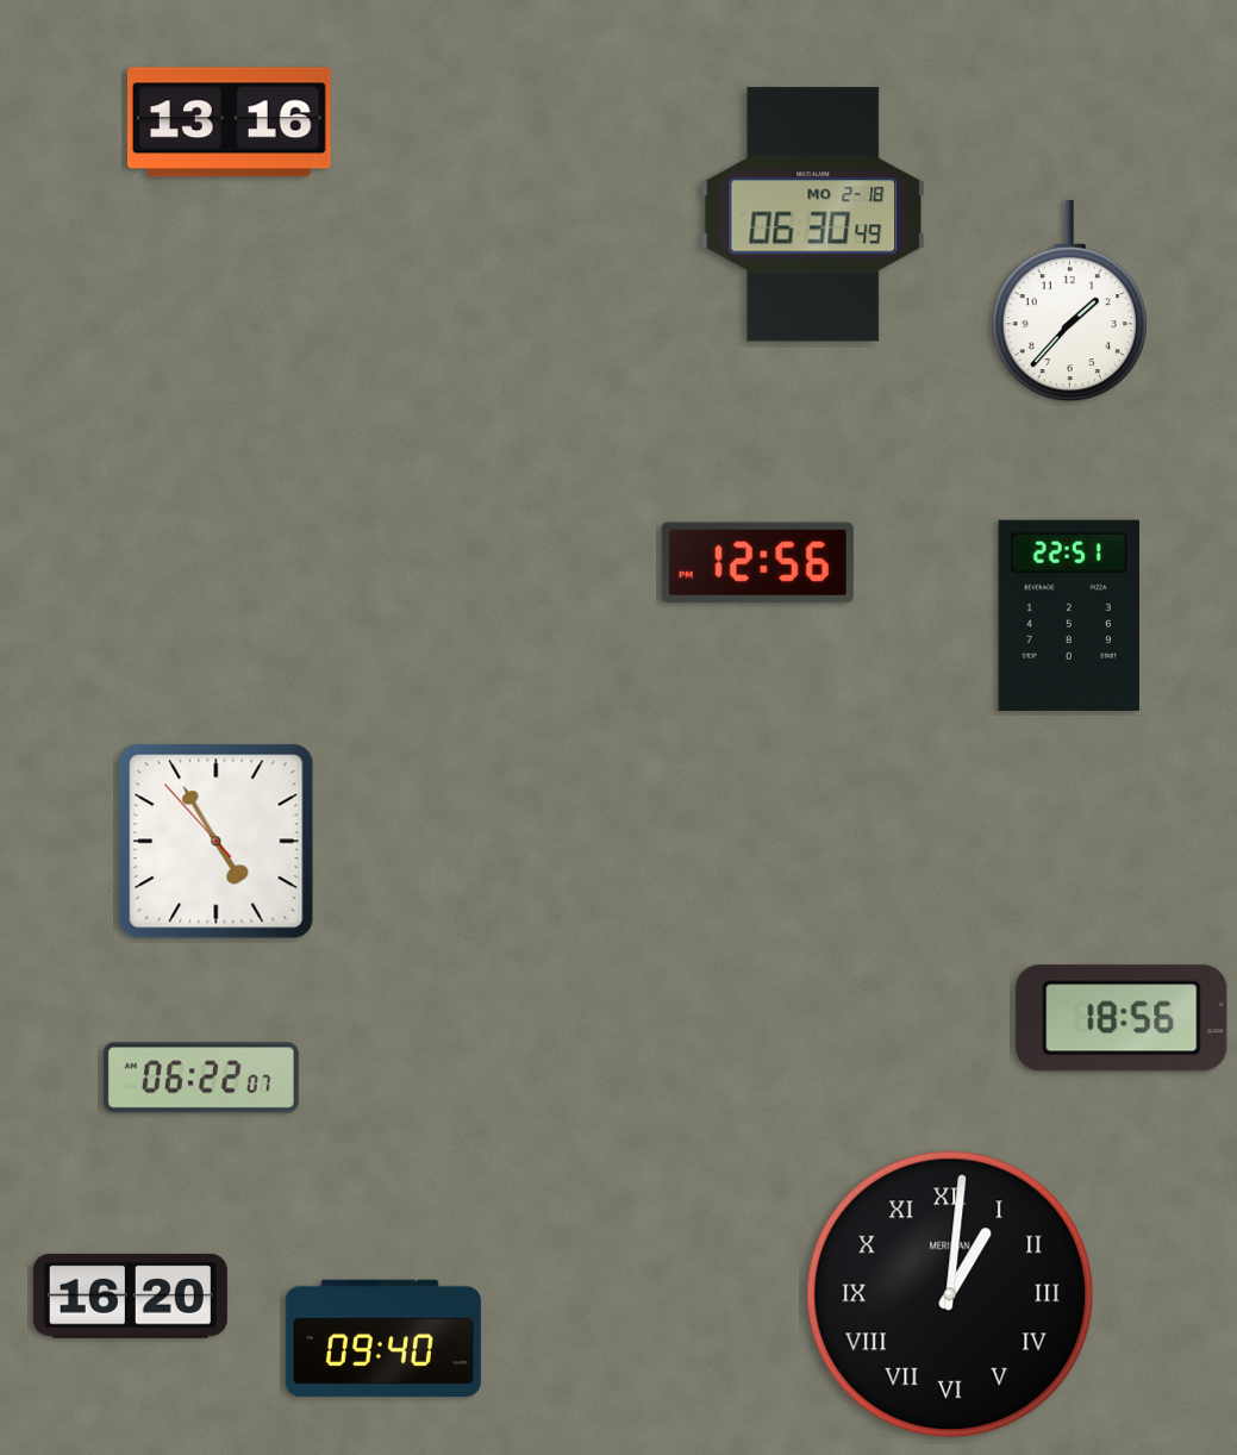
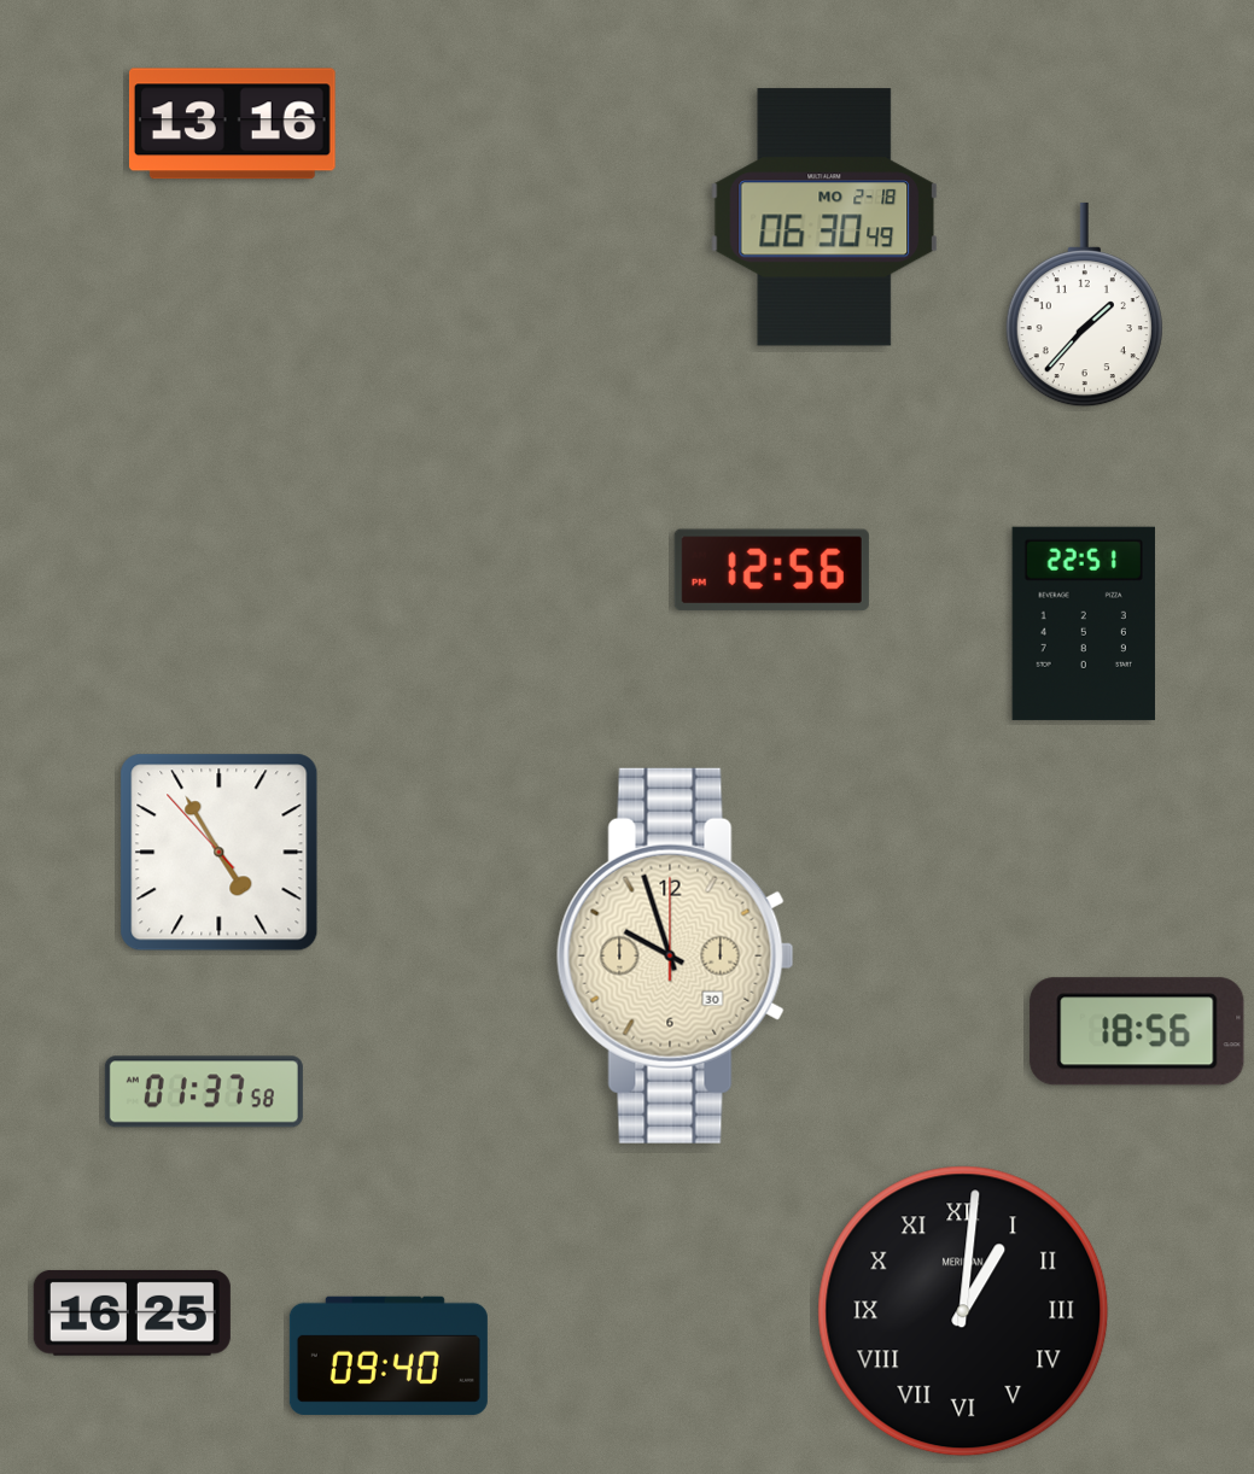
clock at (757, 563) position: (757, 563) -> (771, 571)
clock at (675, 955): none -> 9:57
clock at (201, 1078): 06:22 -> 01:37
clock at (130, 1295): 16:20 -> 16:25
